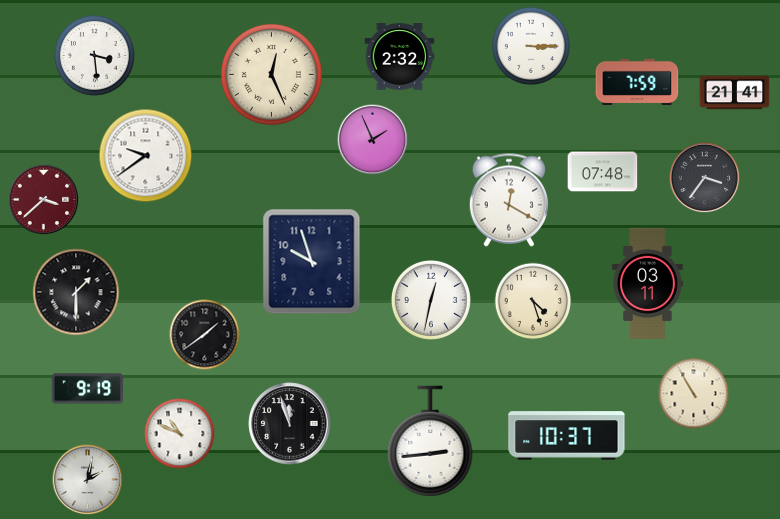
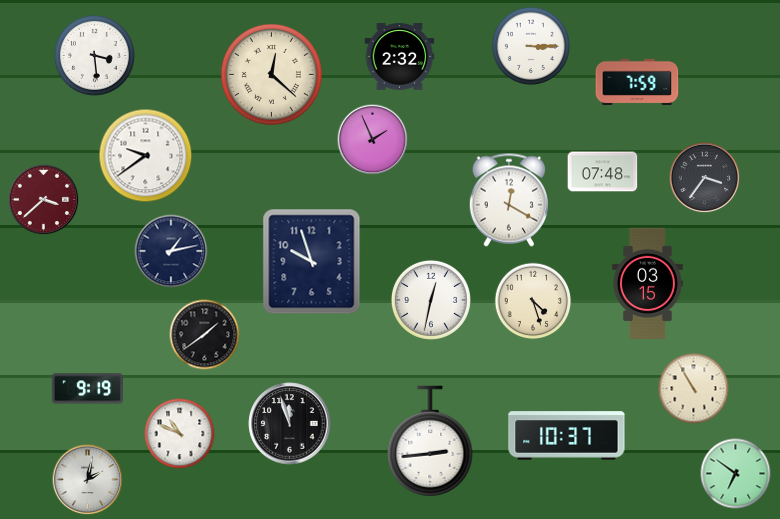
clock at (271, 74): 12:26 -> 12:22
clock at (735, 93): 21:41 -> none
clock at (171, 251): none -> 1:13
clock at (648, 283): 03:11 -> 03:15
clock at (76, 292): 1:30 -> none
clock at (694, 394) position: (694, 394) -> (694, 389)
clock at (736, 474): none -> 6:51
